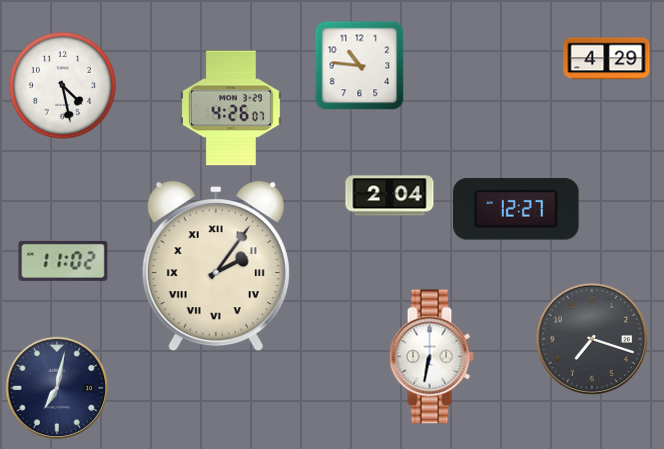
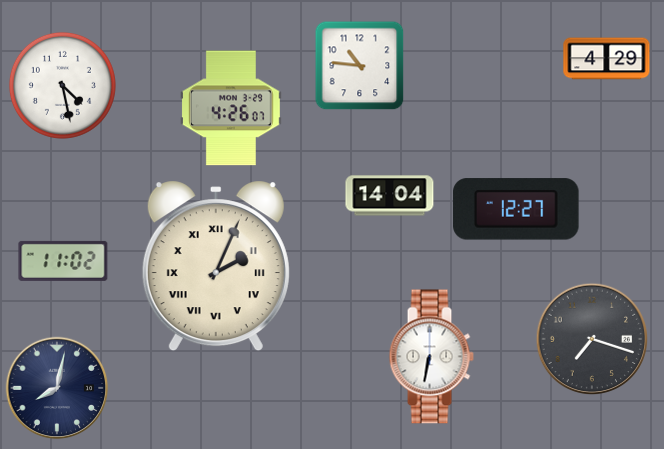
clock at (390, 196): 2:04 -> 14:04
clock at (216, 266): 2:06 -> 2:04
clock at (57, 388): 7:02 -> 8:02
